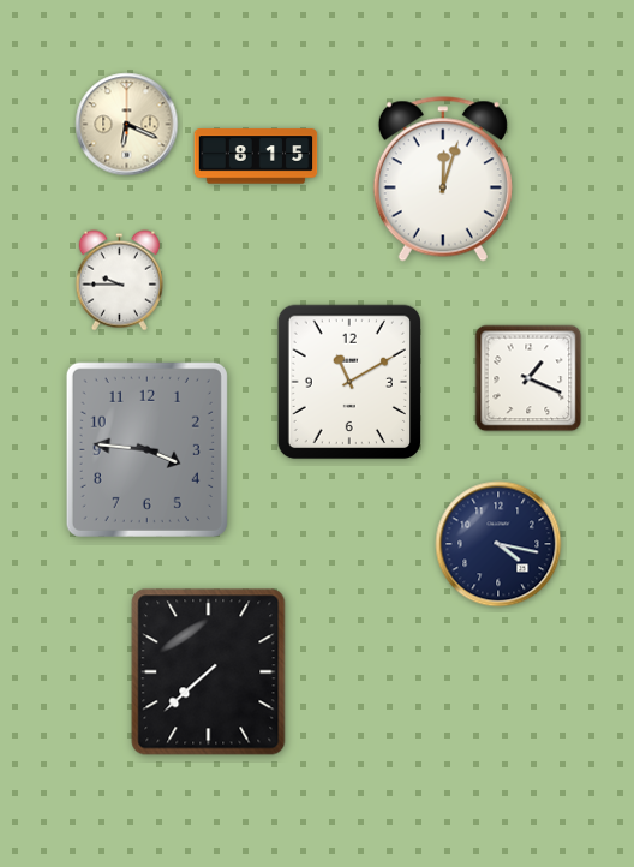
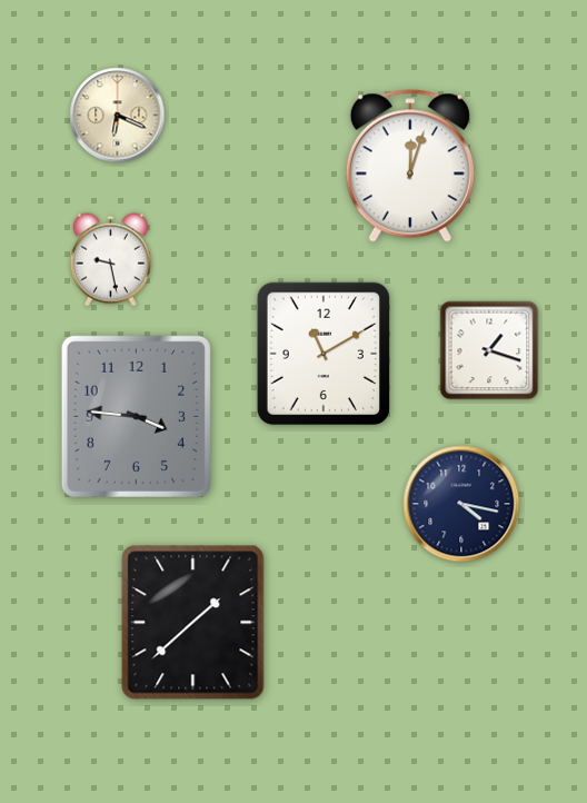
clock at (256, 156): 8:15 -> none
clock at (119, 281): 9:45 -> 9:28
clock at (528, 378): 1:19 -> 1:18
clock at (209, 672): 7:38 -> 1:38
